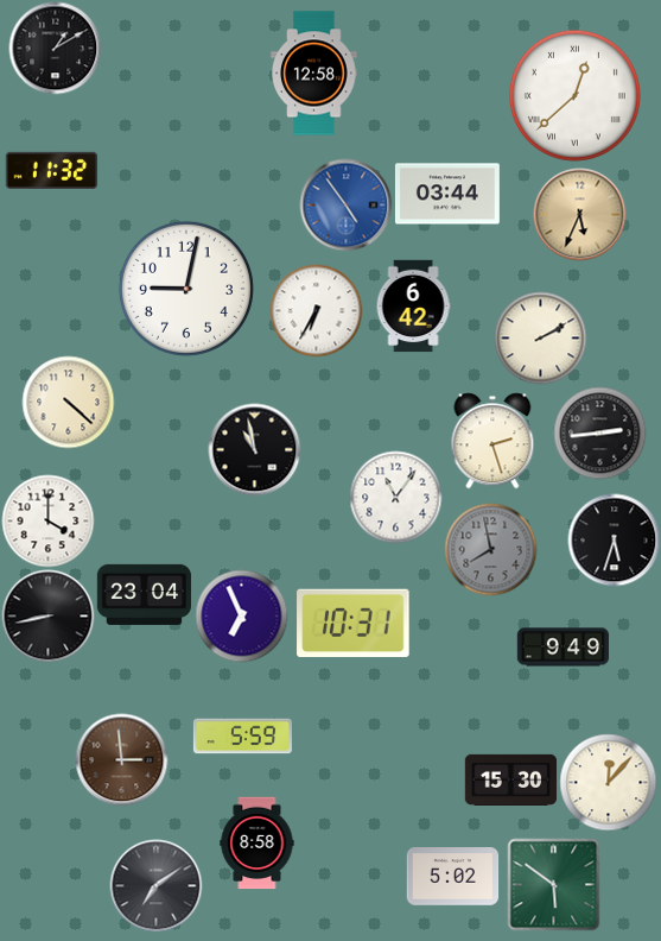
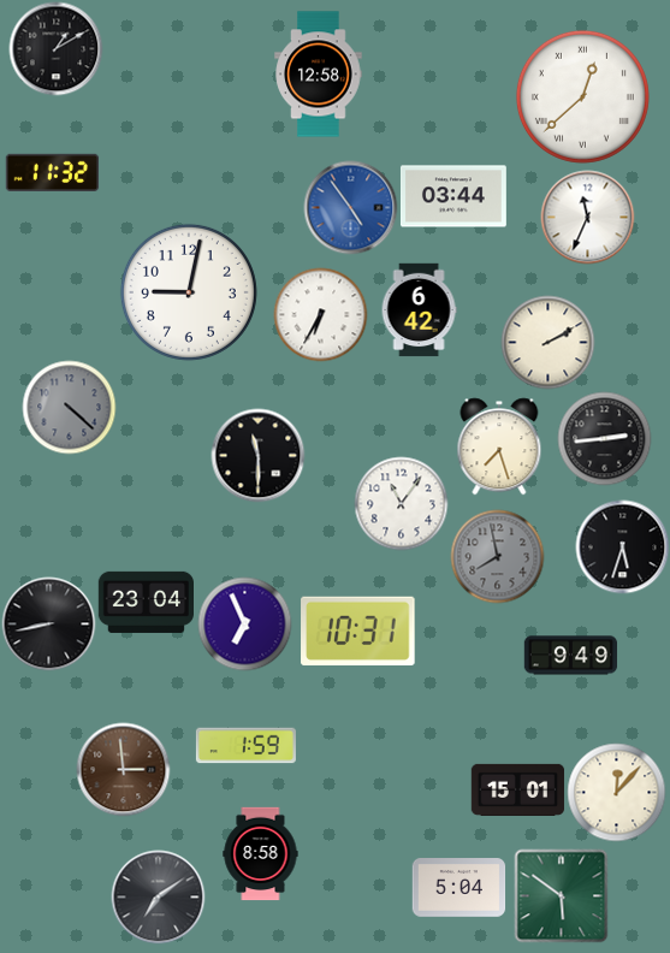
clock at (579, 214): 5:34 -> 11:34
clock at (579, 214) dial: champagne -> white
clock at (68, 402) dial: cream -> grey
clock at (599, 432) position: (599, 432) -> (604, 438)
clock at (492, 441): 2:27 -> 7:27
clock at (254, 449): 10:58 -> 11:30
clock at (47, 520): 4:00 -> none
clock at (242, 737): 5:59 -> 1:59
clock at (510, 779): 15:30 -> 15:01
clock at (452, 877): 5:02 -> 5:04
